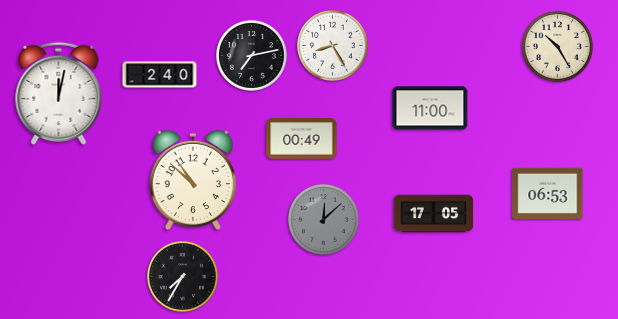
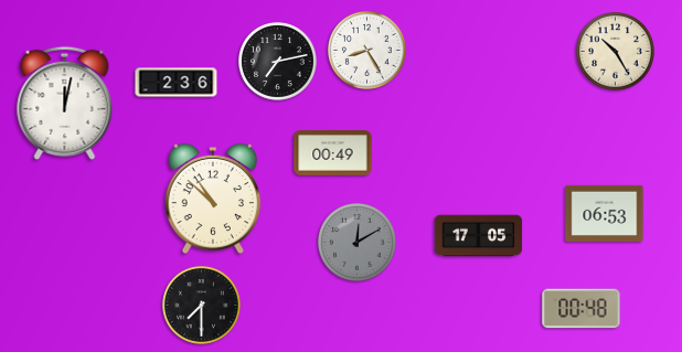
clock at (160, 75): 2:40 -> 2:36
clock at (430, 108): 11:00 -> none
clock at (324, 220): 12:08 -> 12:10
clock at (183, 277): 7:35 -> 7:30
clock at (582, 309): none -> 00:48
